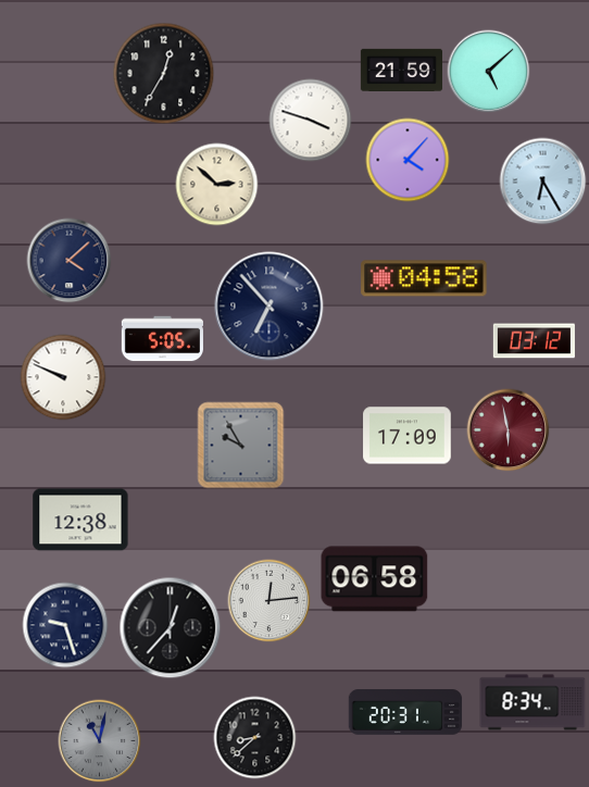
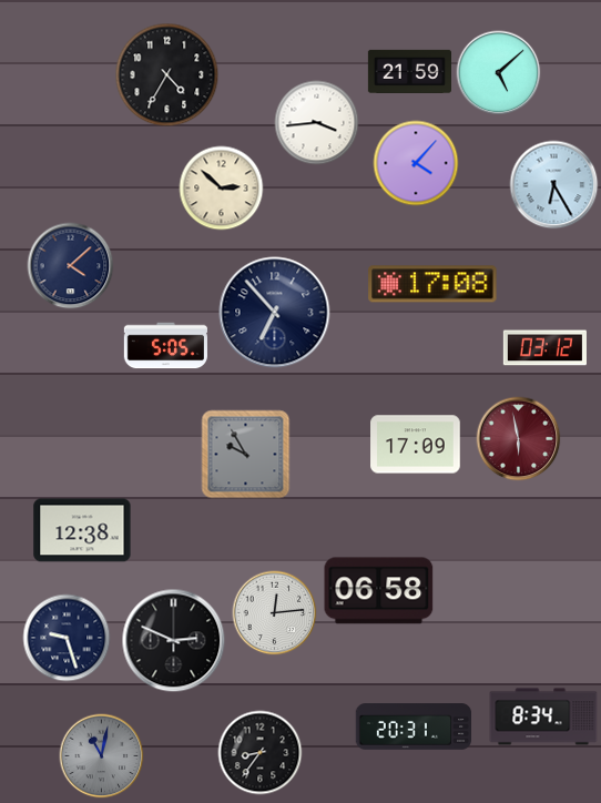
clock at (164, 74): 12:35 -> 4:35
clock at (311, 121): 3:48 -> 3:44
clock at (424, 278): 04:58 -> 17:08
clock at (63, 377): 9:49 -> none
clock at (375, 579) position: (375, 579) -> (379, 591)
clock at (171, 628): 12:37 -> 2:49
clock at (255, 738): 8:38 -> 8:36
